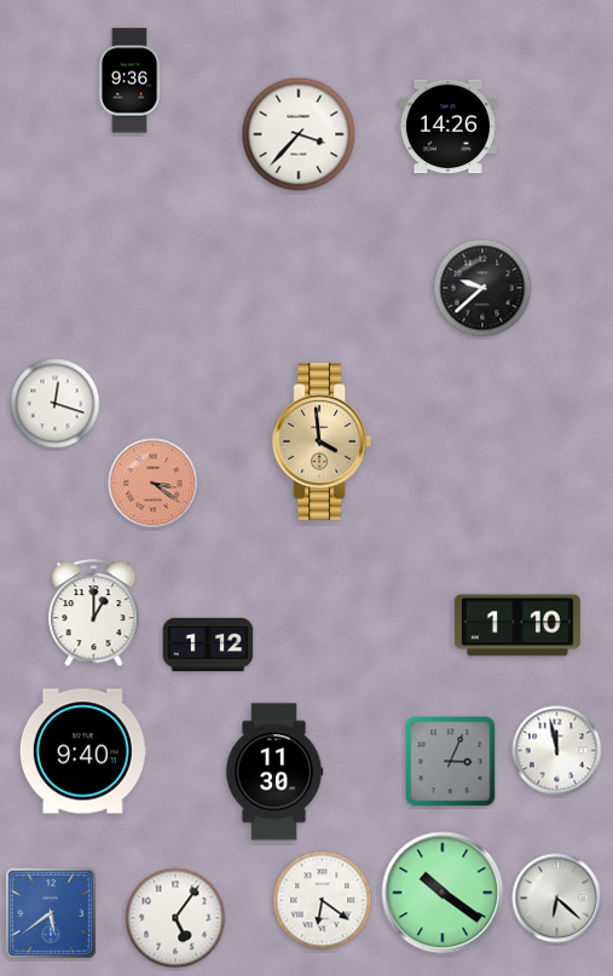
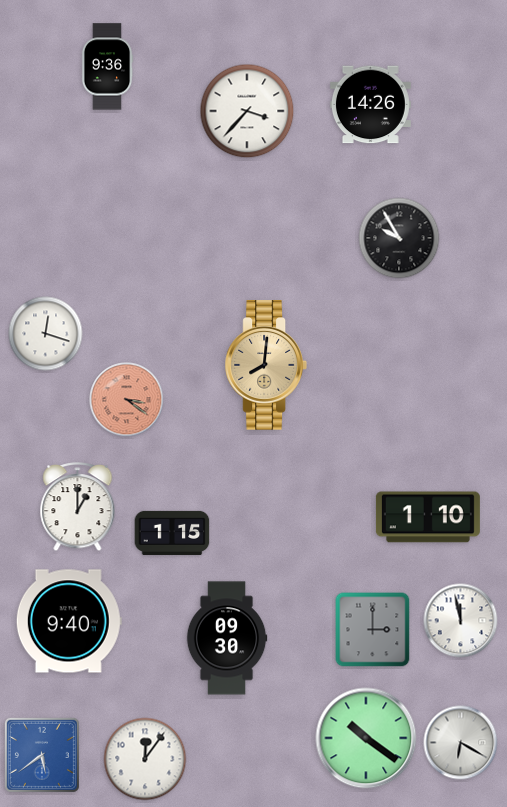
clock at (482, 288): 9:38 -> 9:55
clock at (322, 441): 3:59 -> 8:01
clock at (208, 645): 1:12 -> 1:15
clock at (451, 762): 3:04 -> 3:00
clock at (274, 772): 11:30 -> 09:30
clock at (557, 899): 6:22 -> 6:20
clock at (323, 901): 6:21 -> none
clock at (175, 918): 5:06 -> 12:06
